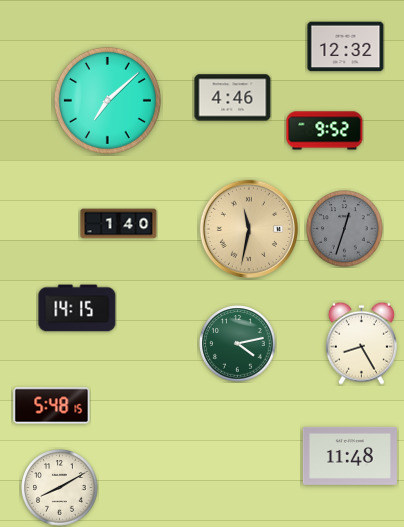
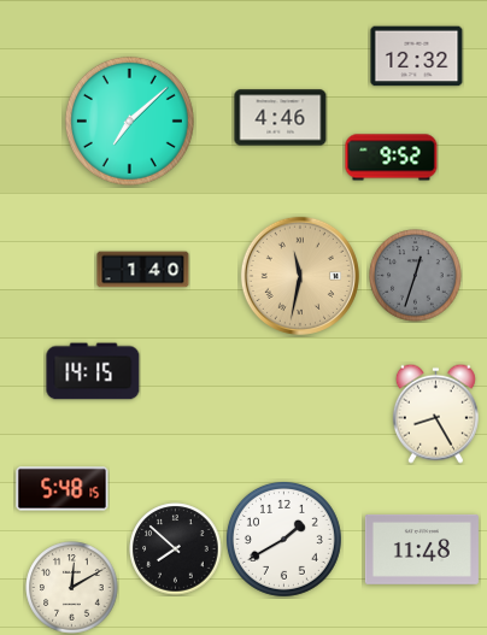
clock at (238, 344): 4:13 -> none
clock at (283, 539): none -> 1:40
clock at (176, 549): none -> 7:52
clock at (60, 488): 8:10 -> 12:10
